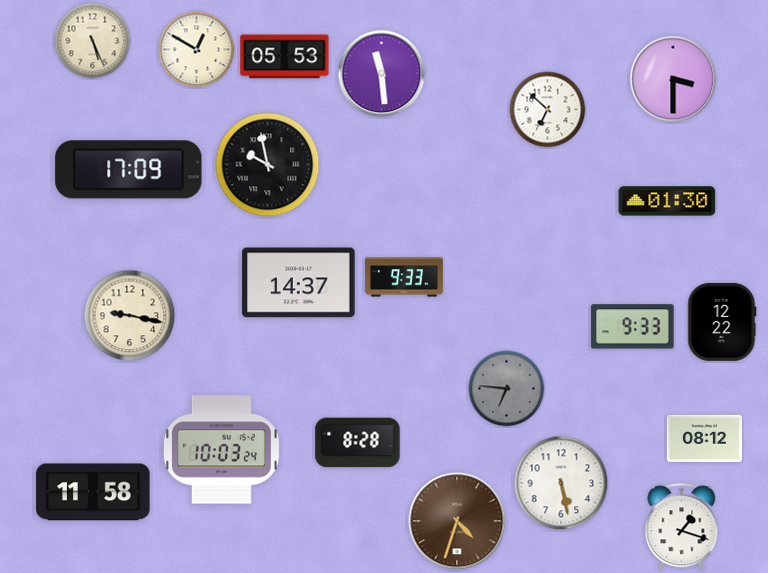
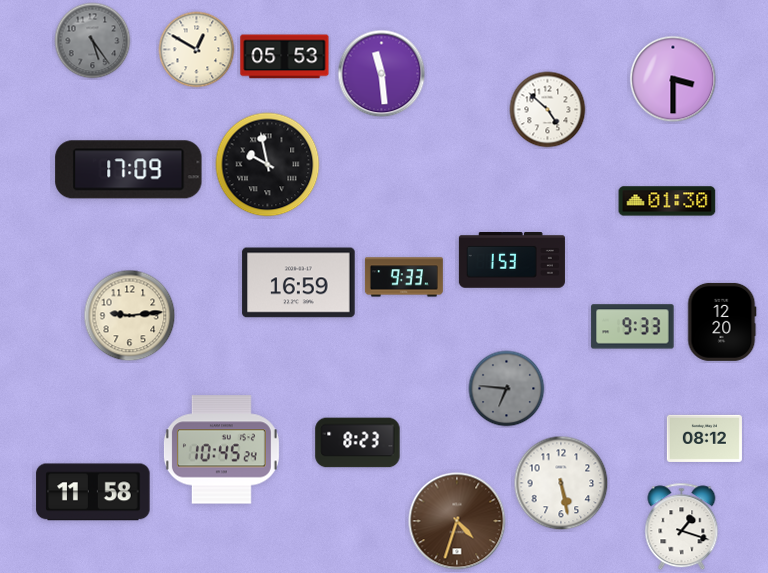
clock at (93, 41): 5:26 -> 5:24
clock at (93, 41) dial: cream -> grey
clock at (548, 110): 6:52 -> 4:52
clock at (512, 261): none -> 1:53
clock at (299, 283): 14:37 -> 16:59
clock at (130, 316): 9:17 -> 9:14
clock at (722, 322): 12:22 -> 12:20
clock at (358, 443): 8:28 -> 8:23
clock at (221, 450): 10:03 -> 10:45
